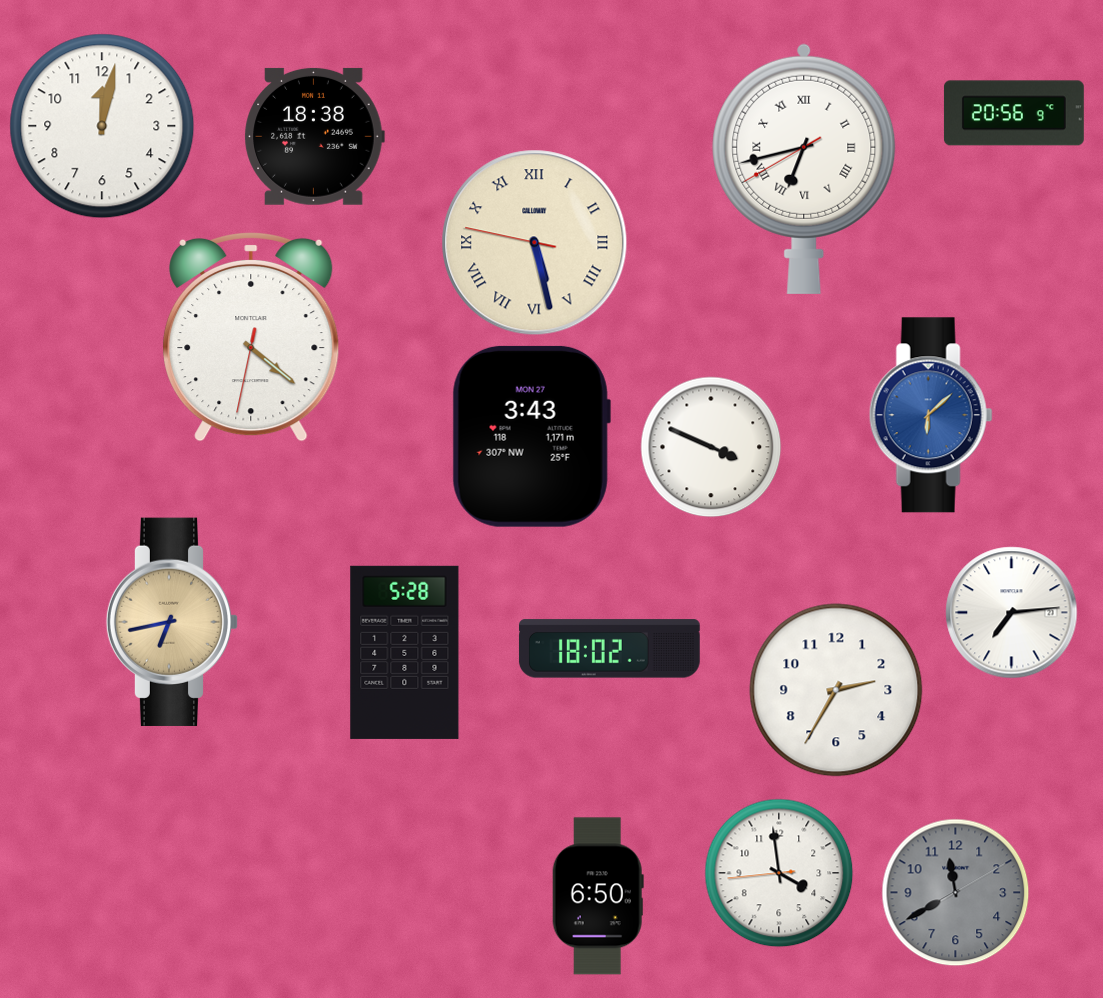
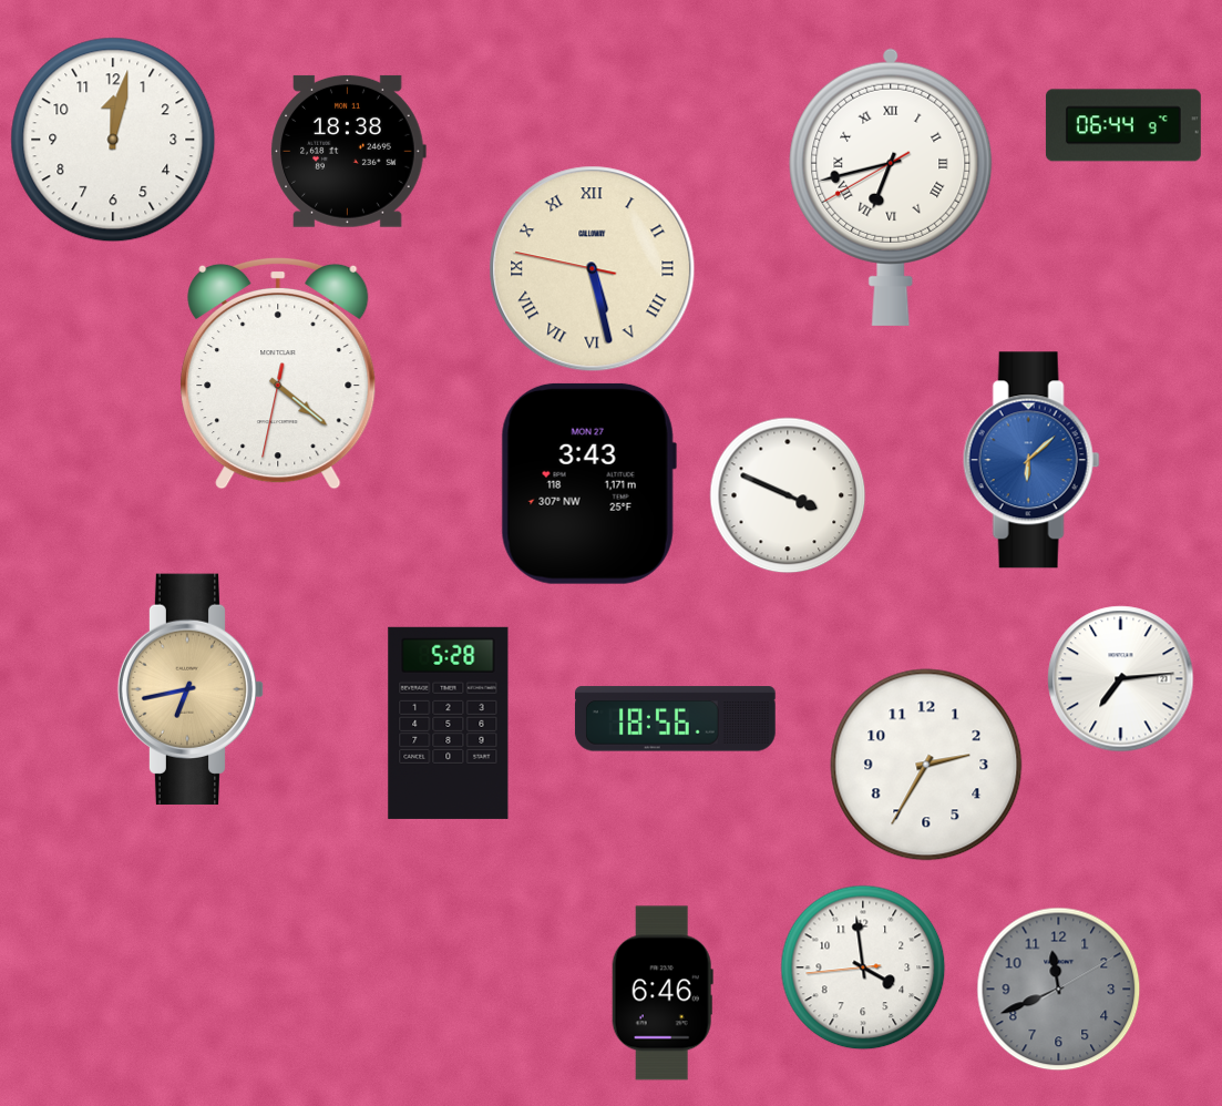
clock at (1014, 113): 20:56 -> 06:44
clock at (609, 649): 18:02 -> 18:56
clock at (956, 893): 11:40 -> 11:41
clock at (598, 896): 6:50 -> 6:46
